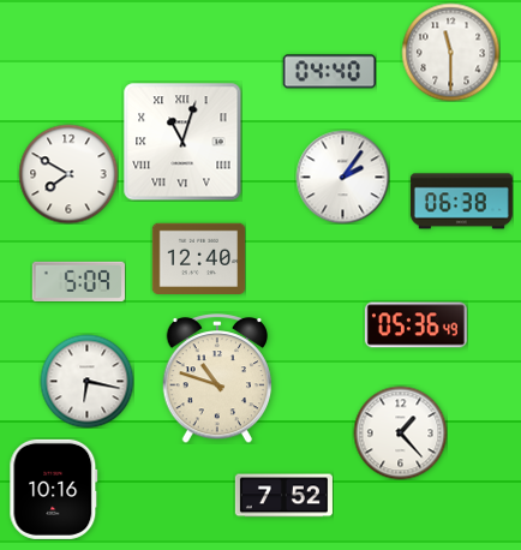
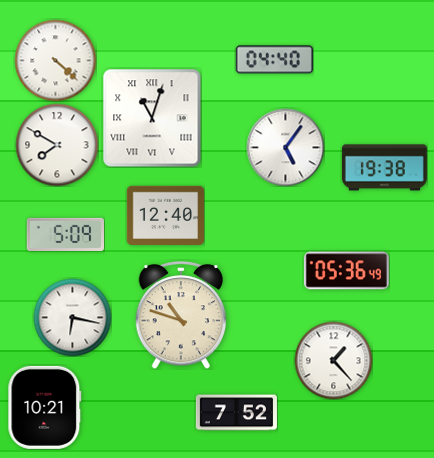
clock at (450, 52): 11:30 -> none
clock at (55, 60): none -> 4:22
clock at (342, 177): 2:06 -> 5:06
clock at (461, 202): 06:38 -> 19:38
clock at (54, 489): 10:16 -> 10:21
